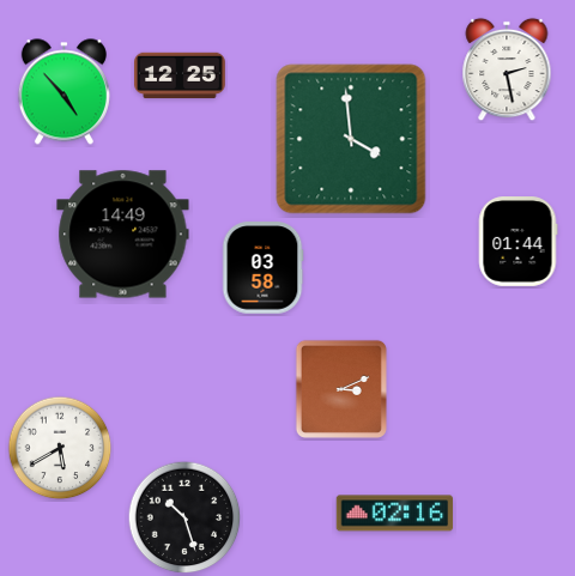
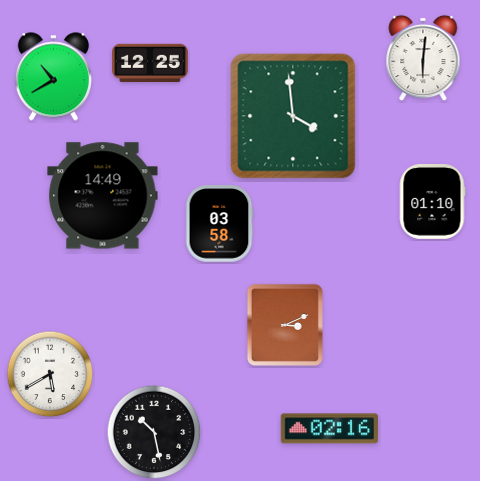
clock at (507, 69): 2:28 -> 6:01
clock at (63, 92): 4:53 -> 10:40
clock at (517, 242): 01:44 -> 01:10
clock at (184, 517): 10:27 -> 10:28
